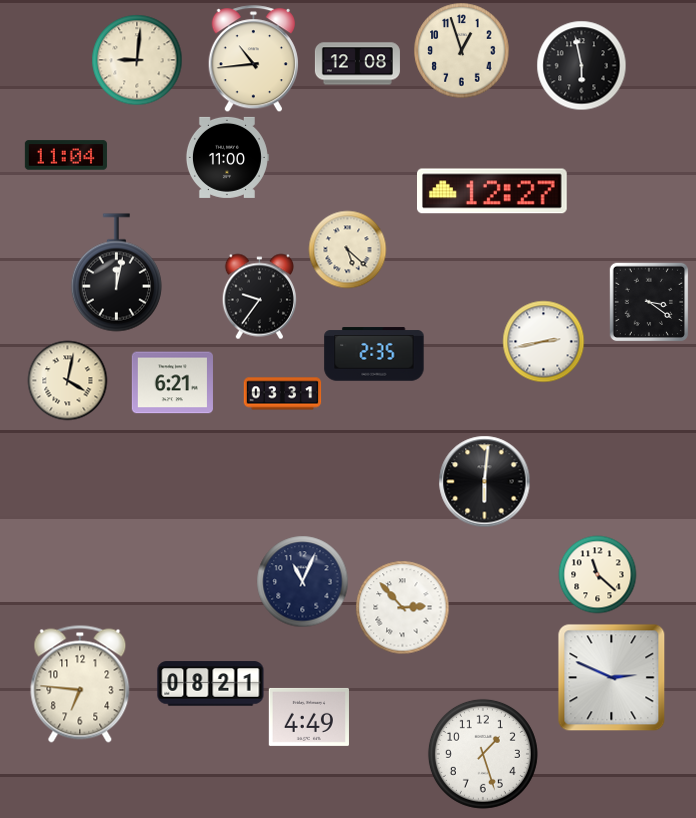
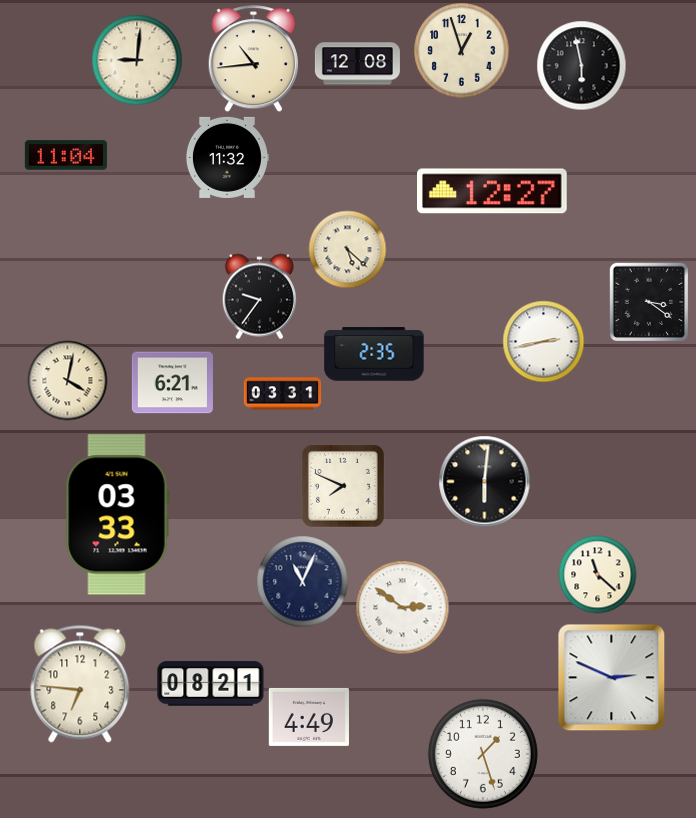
clock at (227, 157): 11:00 -> 11:32
clock at (116, 273): 12:02 -> none
clock at (343, 486): none -> 7:49
clock at (117, 515): none -> 03:33
clock at (402, 607): 2:53 -> 2:51
